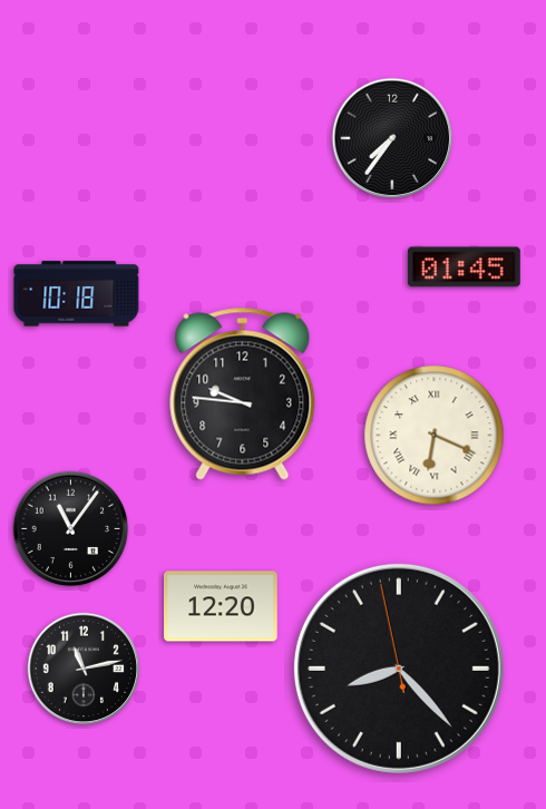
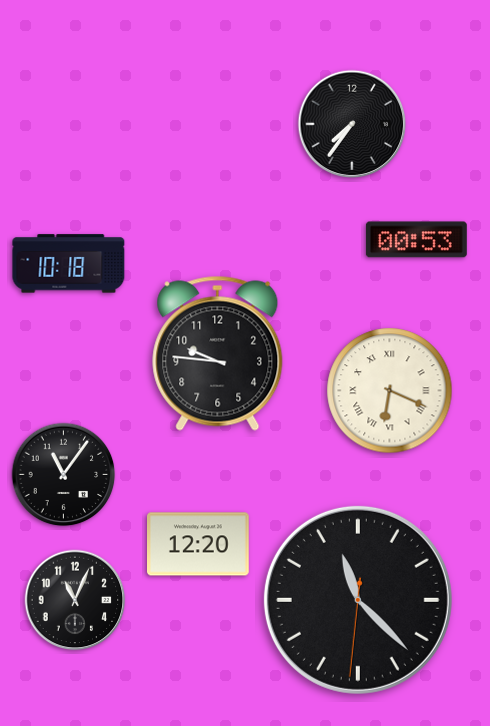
clock at (464, 267): 01:45 -> 00:53
clock at (84, 669): 11:13 -> 11:04
clock at (399, 669): 8:22 -> 11:22
